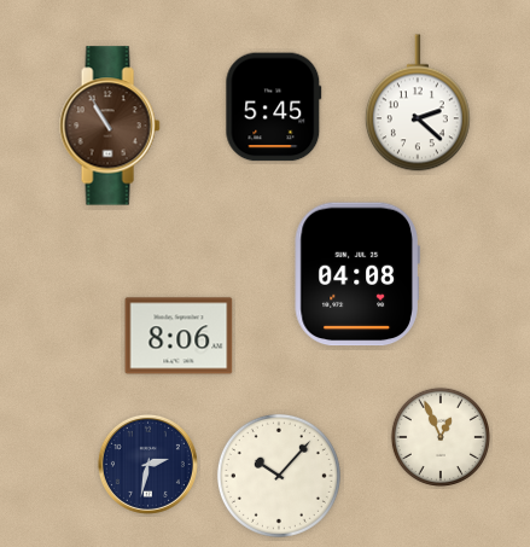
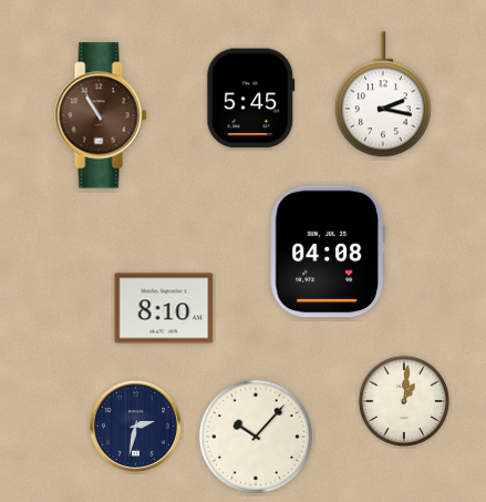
clock at (418, 103): 2:22 -> 2:17
clock at (179, 336): 8:06 -> 8:10
clock at (439, 436): 12:56 -> 1:01
